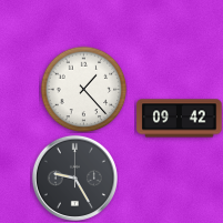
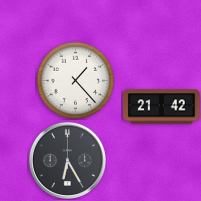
clock at (180, 119): 09:42 -> 21:42
clock at (74, 178): 9:25 -> 6:25
